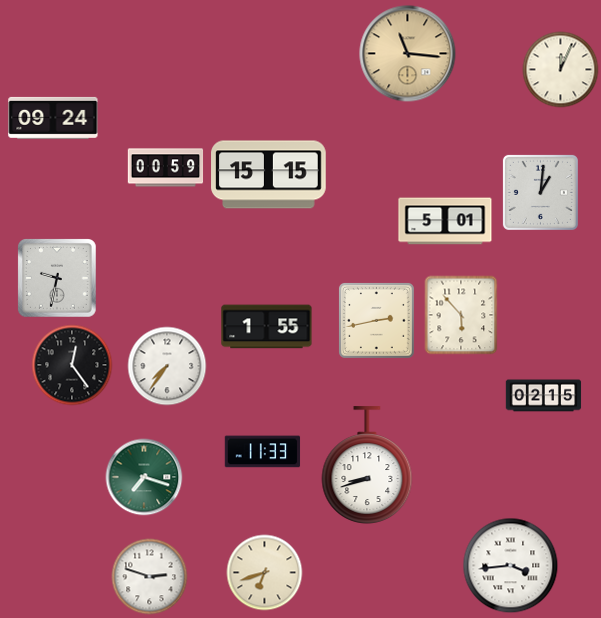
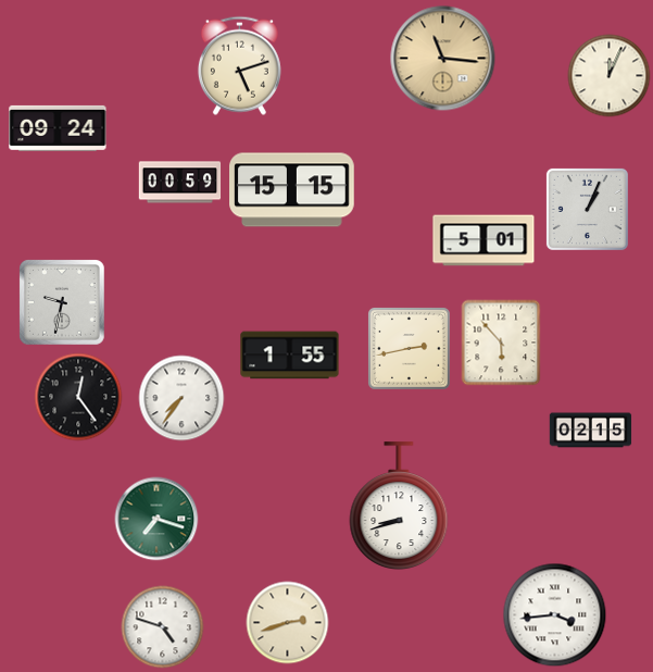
clock at (239, 65): none -> 5:12
clock at (540, 192): 1:01 -> 1:04
clock at (263, 452): 11:33 -> none
clock at (265, 573): 6:42 -> 2:42
clock at (150, 577): 2:48 -> 4:48
